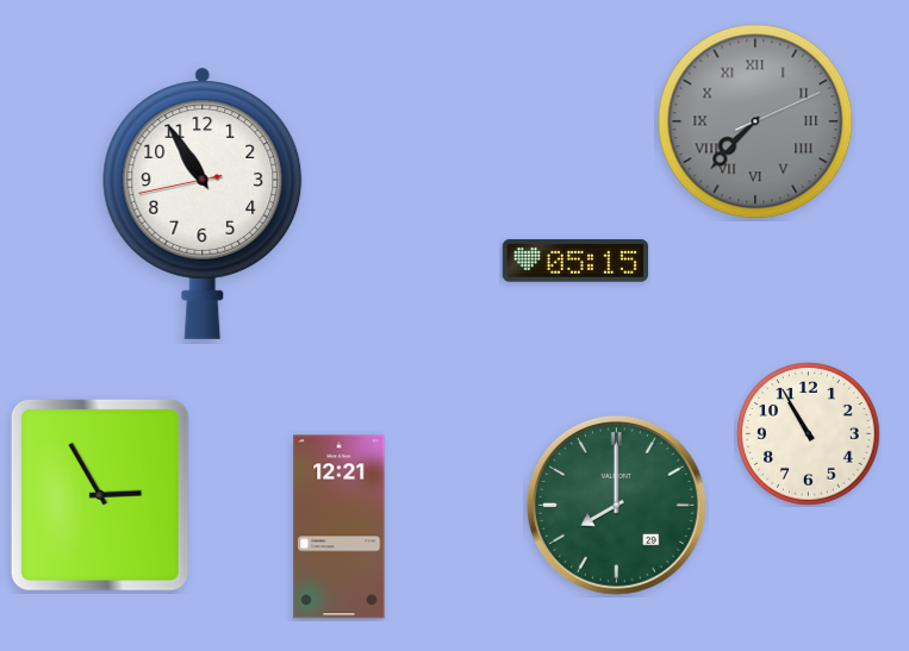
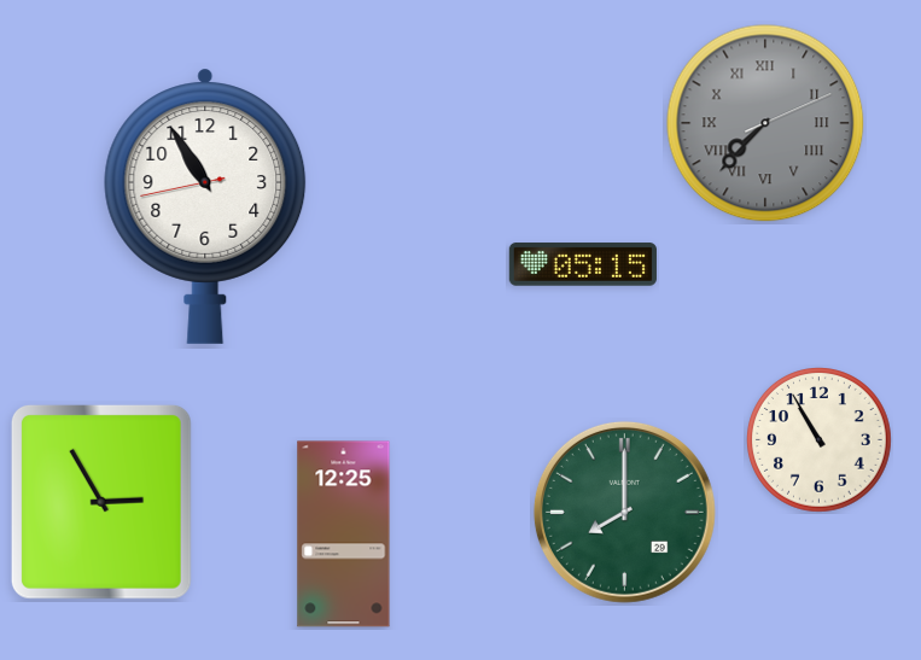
clock at (340, 527): 12:21 -> 12:25
